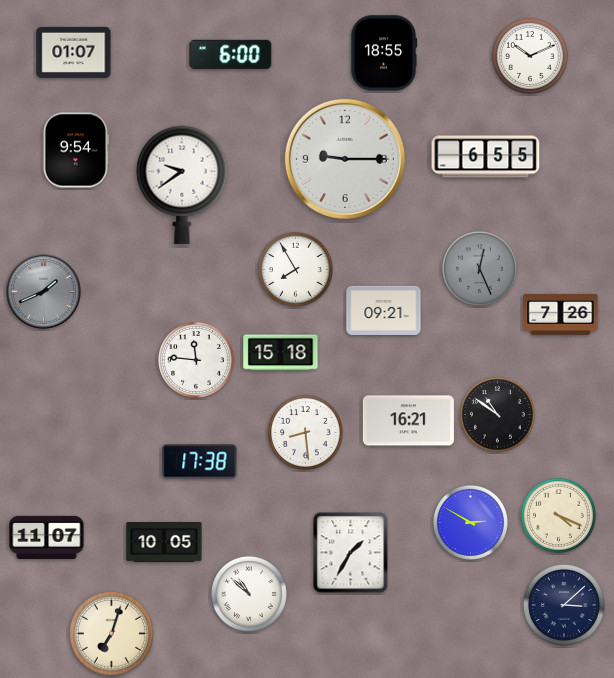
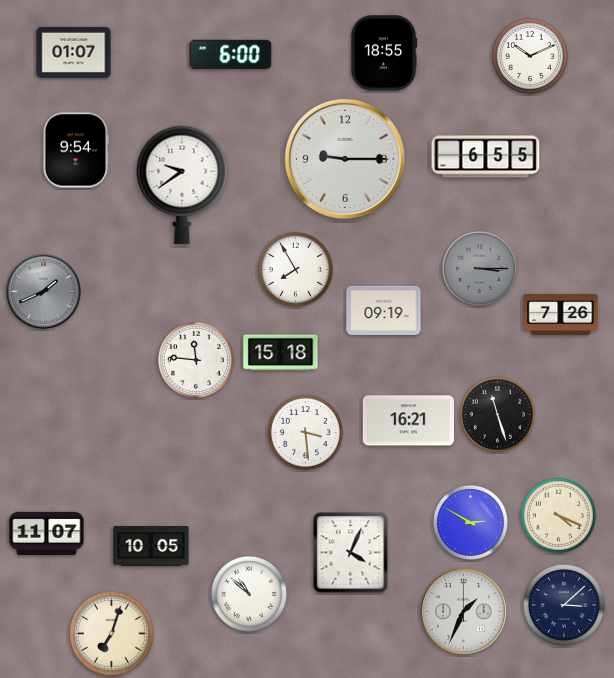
clock at (479, 268): 12:26 -> 3:15
clock at (384, 310): 09:21 -> 09:19
clock at (497, 414): 10:51 -> 11:27
clock at (305, 432): 8:29 -> 3:29
clock at (200, 462): 17:38 -> none
clock at (47, 537) position: (47, 537) -> (47, 533)
clock at (164, 543) position: (164, 543) -> (151, 547)
clock at (351, 553): 1:35 -> 4:04
clock at (464, 612): none -> 1:34
